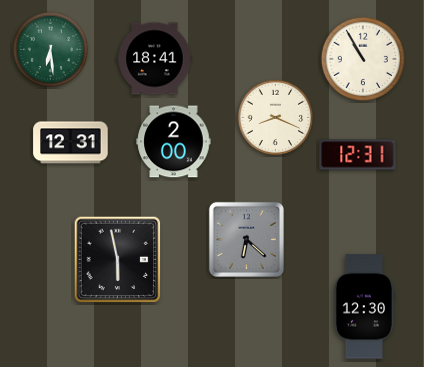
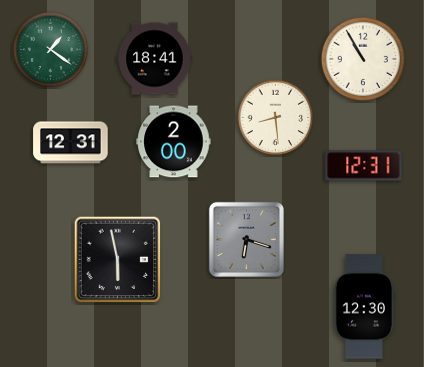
clock at (51, 50): 6:29 -> 1:21
clock at (276, 118): 8:19 -> 8:29
clock at (358, 155) position: (358, 155) -> (364, 166)
clock at (246, 239): 6:22 -> 6:18
